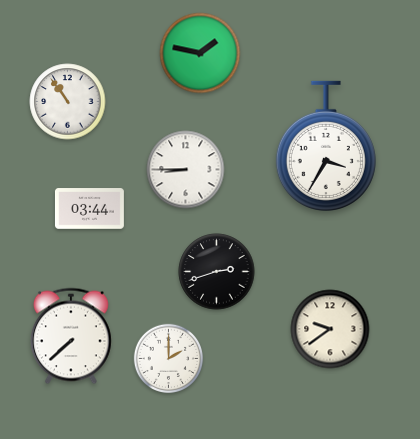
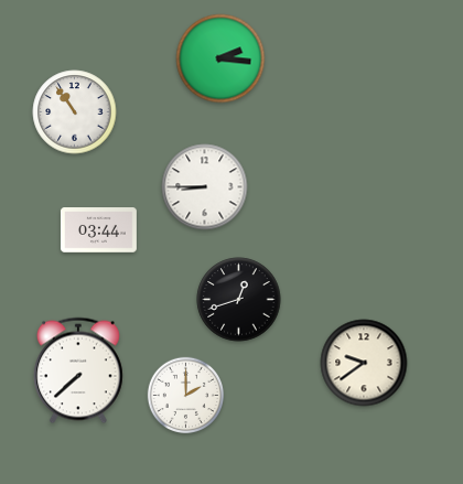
clock at (200, 53): 1:47 -> 2:16
clock at (326, 146): 3:35 -> none
clock at (217, 272): 2:42 -> 12:42
